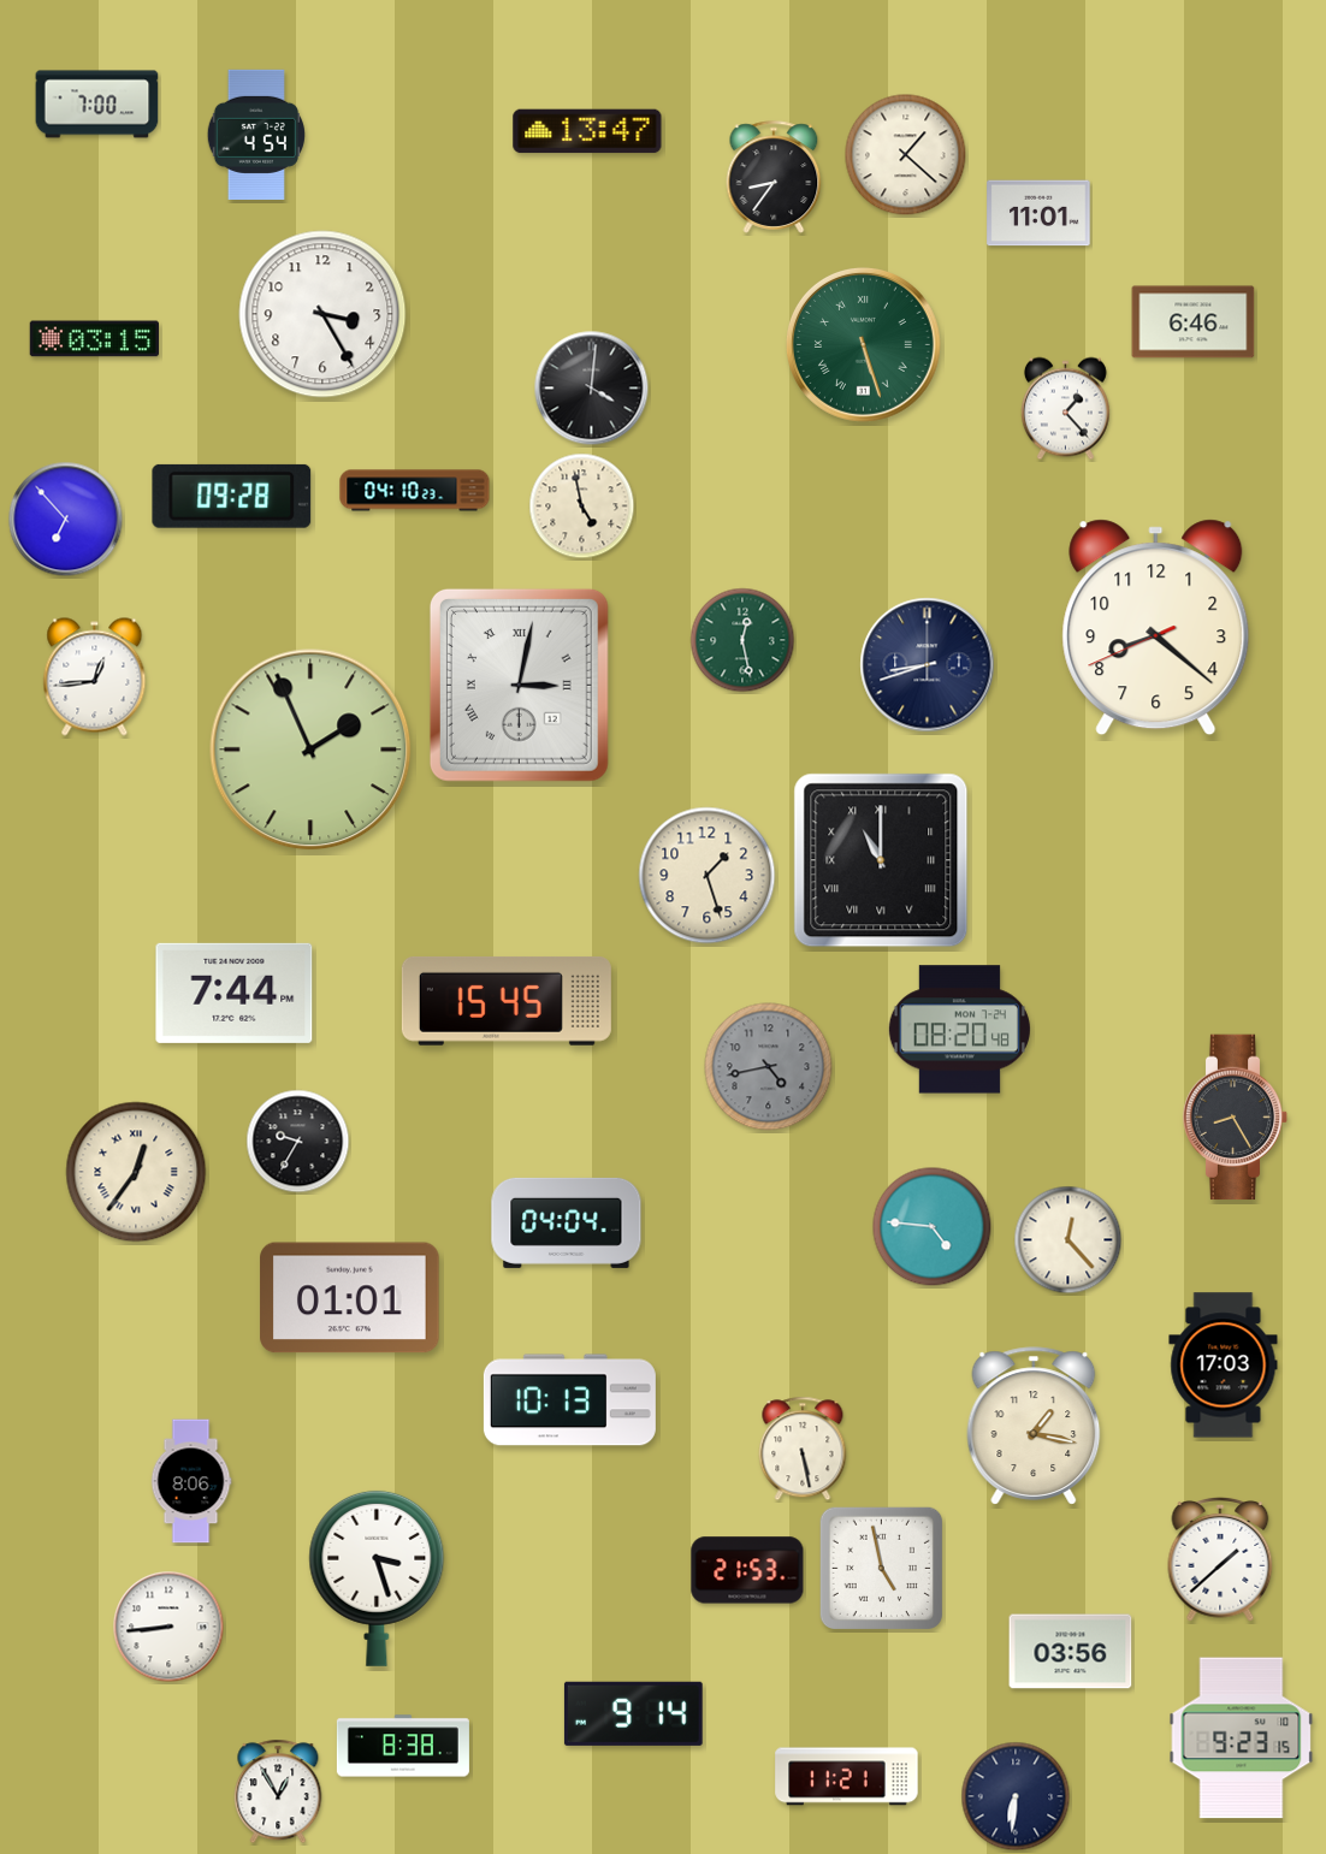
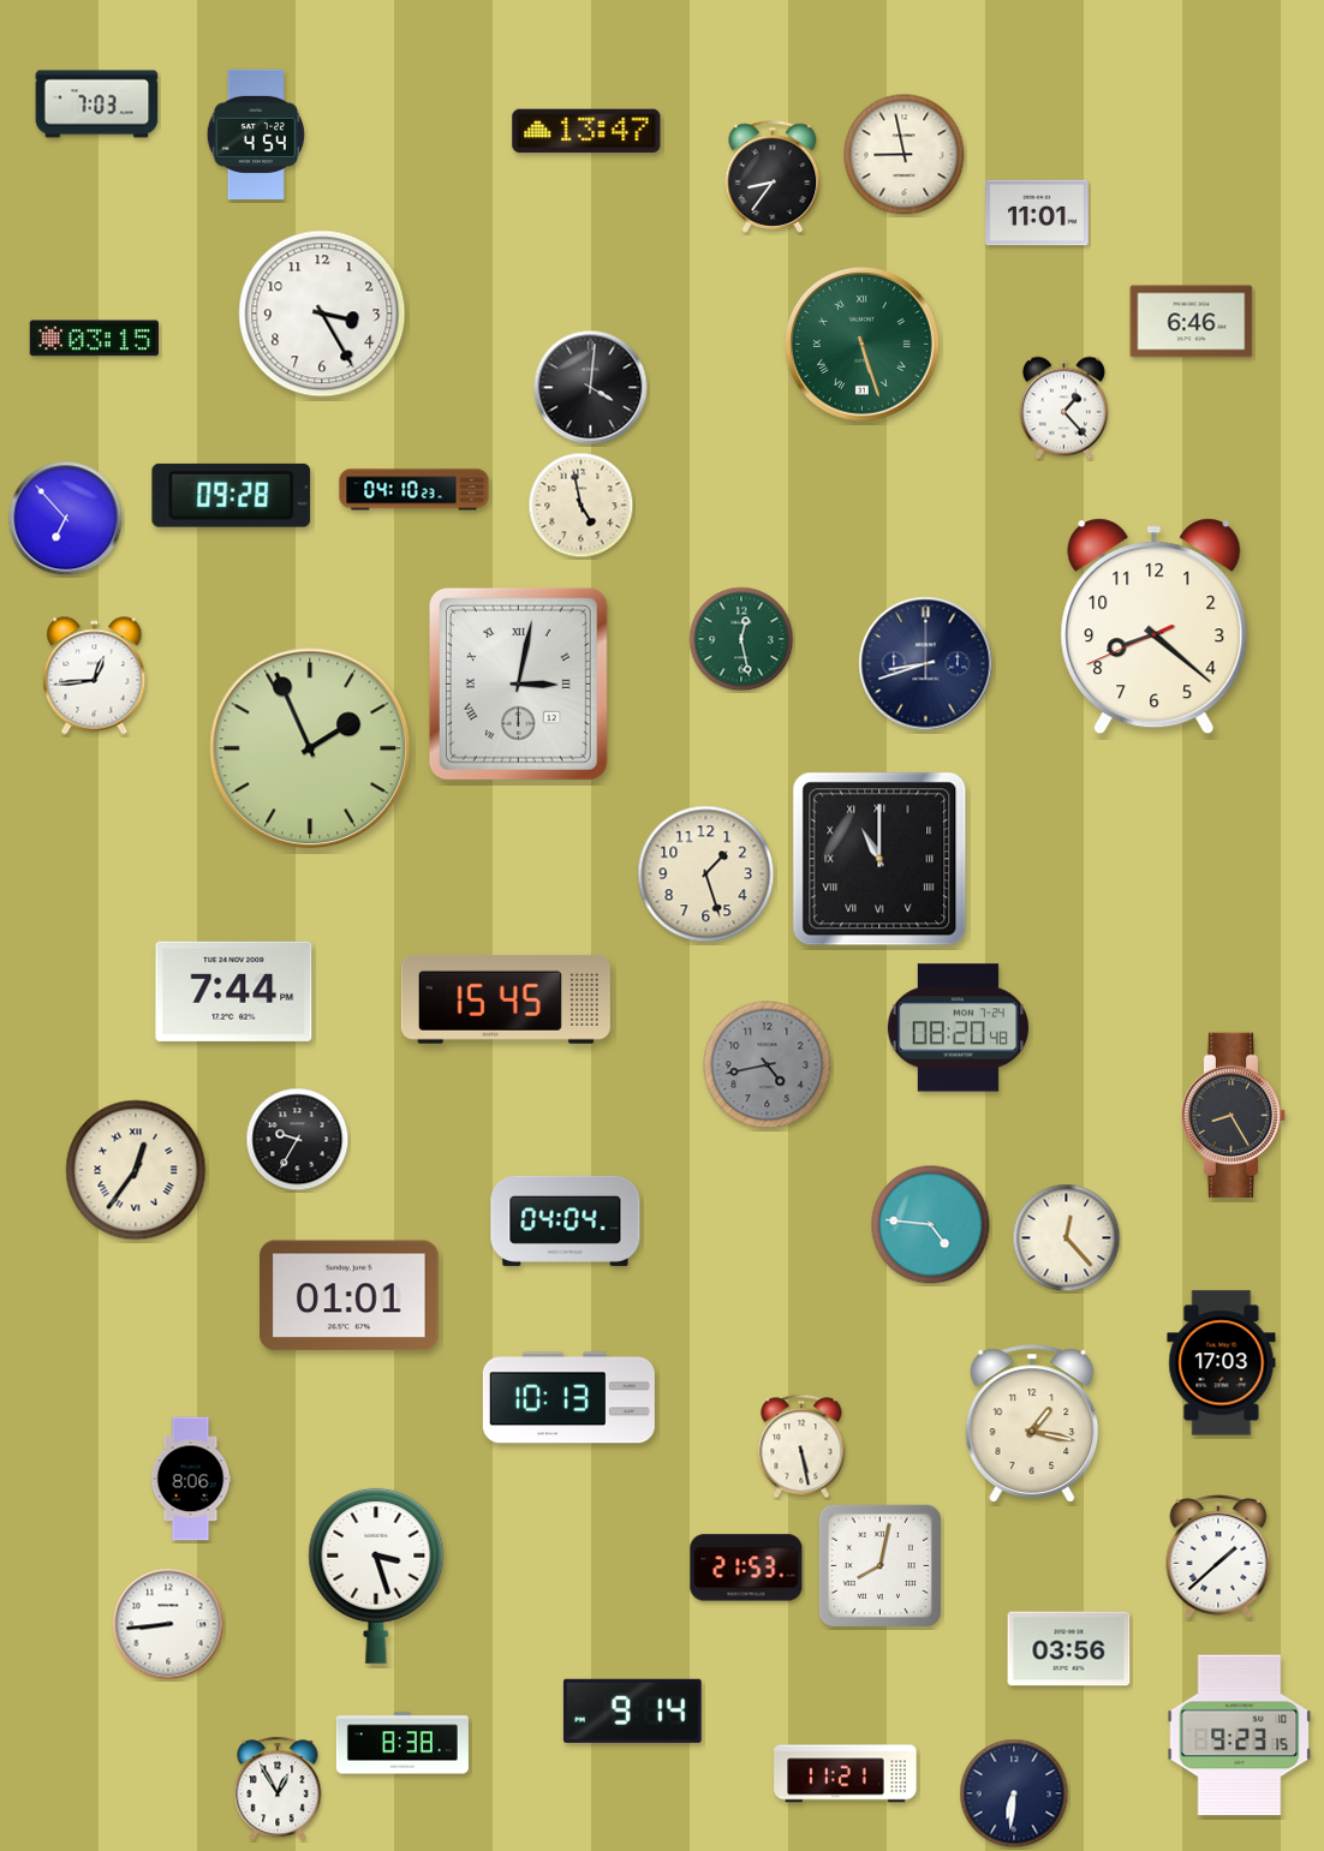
clock at (97, 105): 7:00 -> 7:03
clock at (906, 155): 1:22 -> 8:58
clock at (881, 1568): 4:58 -> 8:02
